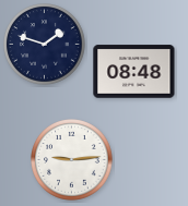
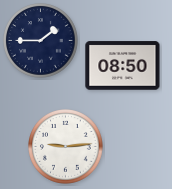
clock at (45, 45): 1:48 -> 1:45
clock at (134, 72): 08:48 -> 08:50
